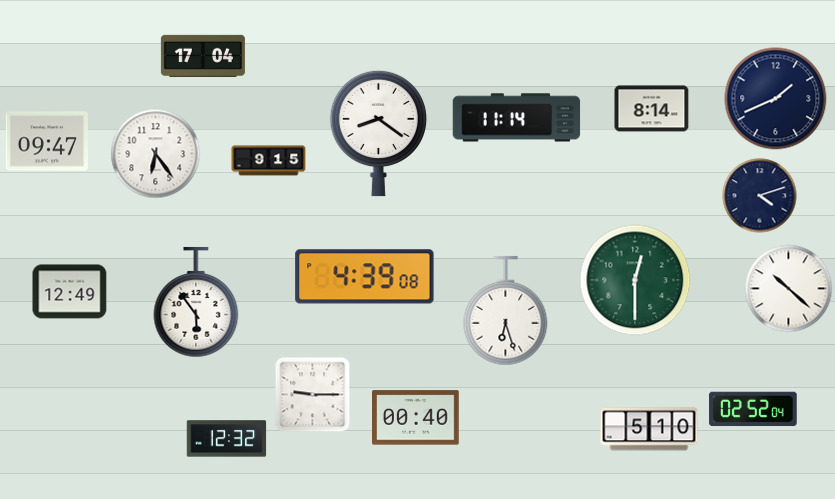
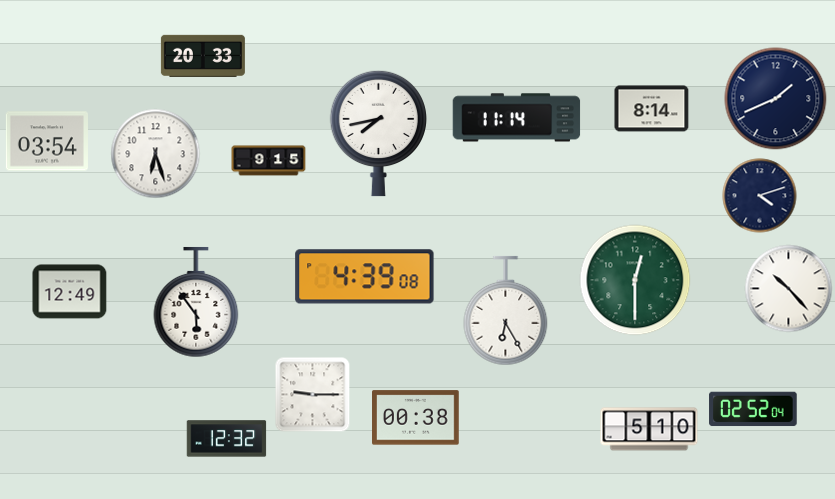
clock at (203, 56): 17:04 -> 20:33
clock at (378, 133): 8:21 -> 7:43
clock at (47, 141): 09:47 -> 03:54
clock at (156, 154): 6:24 -> 6:27
clock at (789, 289): 10:22 -> 10:23
clock at (506, 311): 6:27 -> 6:25
clock at (416, 418): 00:40 -> 00:38
